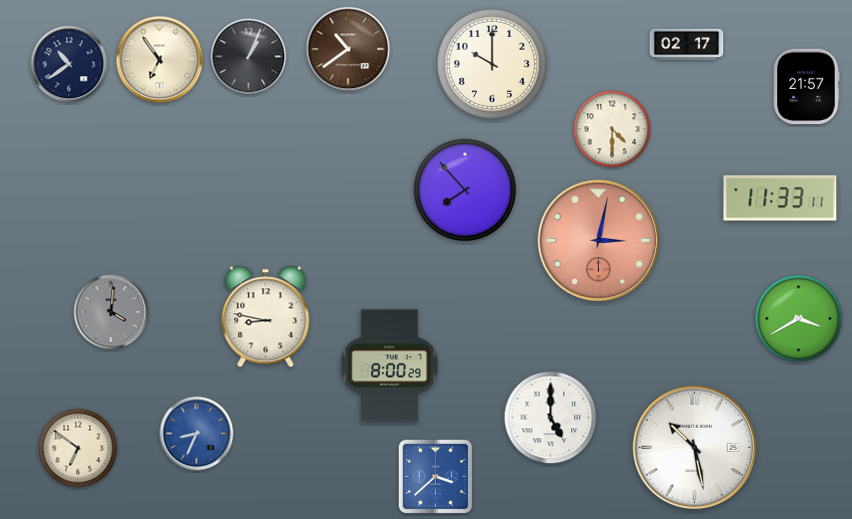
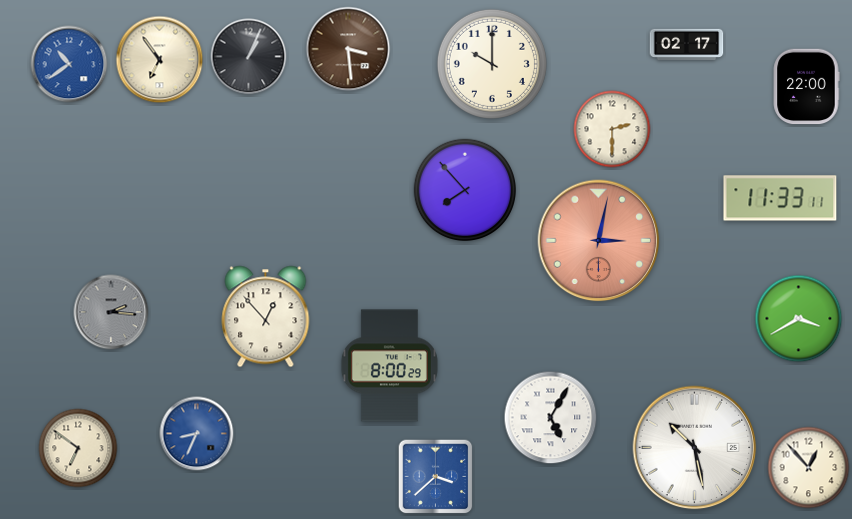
clock at (348, 49): 10:39 -> 3:29
clock at (69, 64) dial: navy -> blue
clock at (806, 87): 21:57 -> 22:00
clock at (612, 129): 4:30 -> 2:30
clock at (111, 312): 4:01 -> 2:16
clock at (266, 317): 8:47 -> 12:53
clock at (551, 418): 5:00 -> 5:05
clock at (809, 468): none -> 12:53
